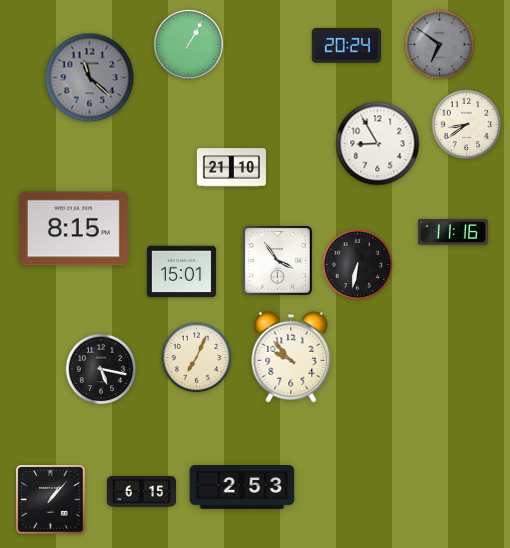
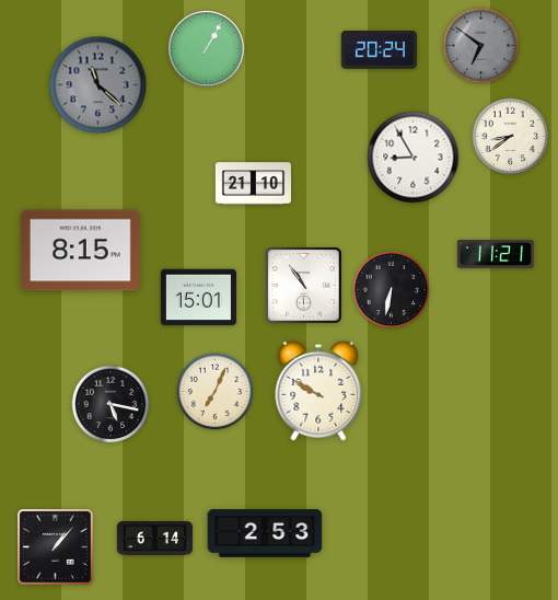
clock at (440, 45) position: (440, 45) -> (481, 46)
clock at (453, 232): 11:16 -> 11:21
clock at (278, 261): 3:54 -> 10:54
clock at (291, 357): 9:53 -> 9:50
clock at (141, 492): 6:15 -> 6:14
